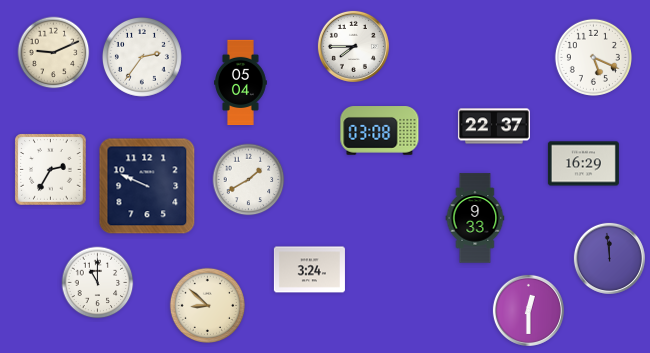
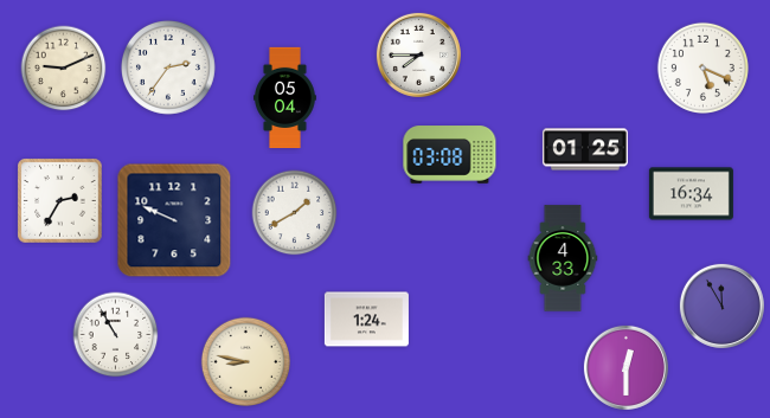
clock at (54, 53) position: (54, 53) -> (64, 69)
clock at (494, 126): 22:37 -> 01:25
clock at (583, 164): 16:29 -> 16:34
clock at (475, 218): 9:33 -> 4:33
clock at (609, 258): 11:59 -> 11:55
clock at (309, 270): 3:24 -> 1:24
clock at (98, 283): 11:00 -> 10:55
clock at (208, 306): 8:52 -> 8:47
